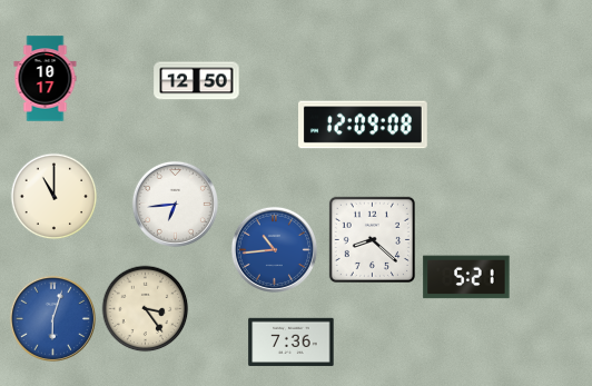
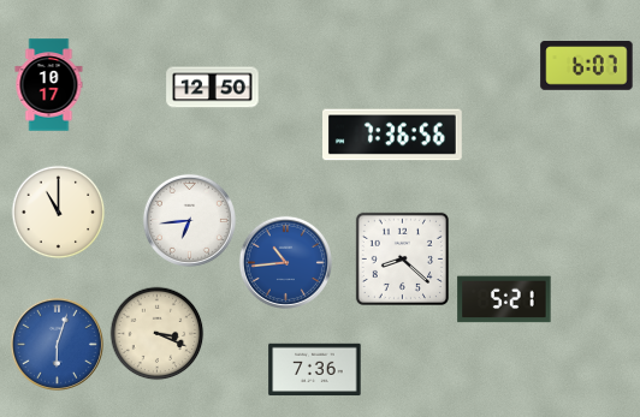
clock at (587, 66): none -> 6:07
clock at (364, 125): 12:09 -> 7:36
clock at (274, 249) position: (274, 249) -> (285, 262)
clock at (145, 308): 3:24 -> 3:19
